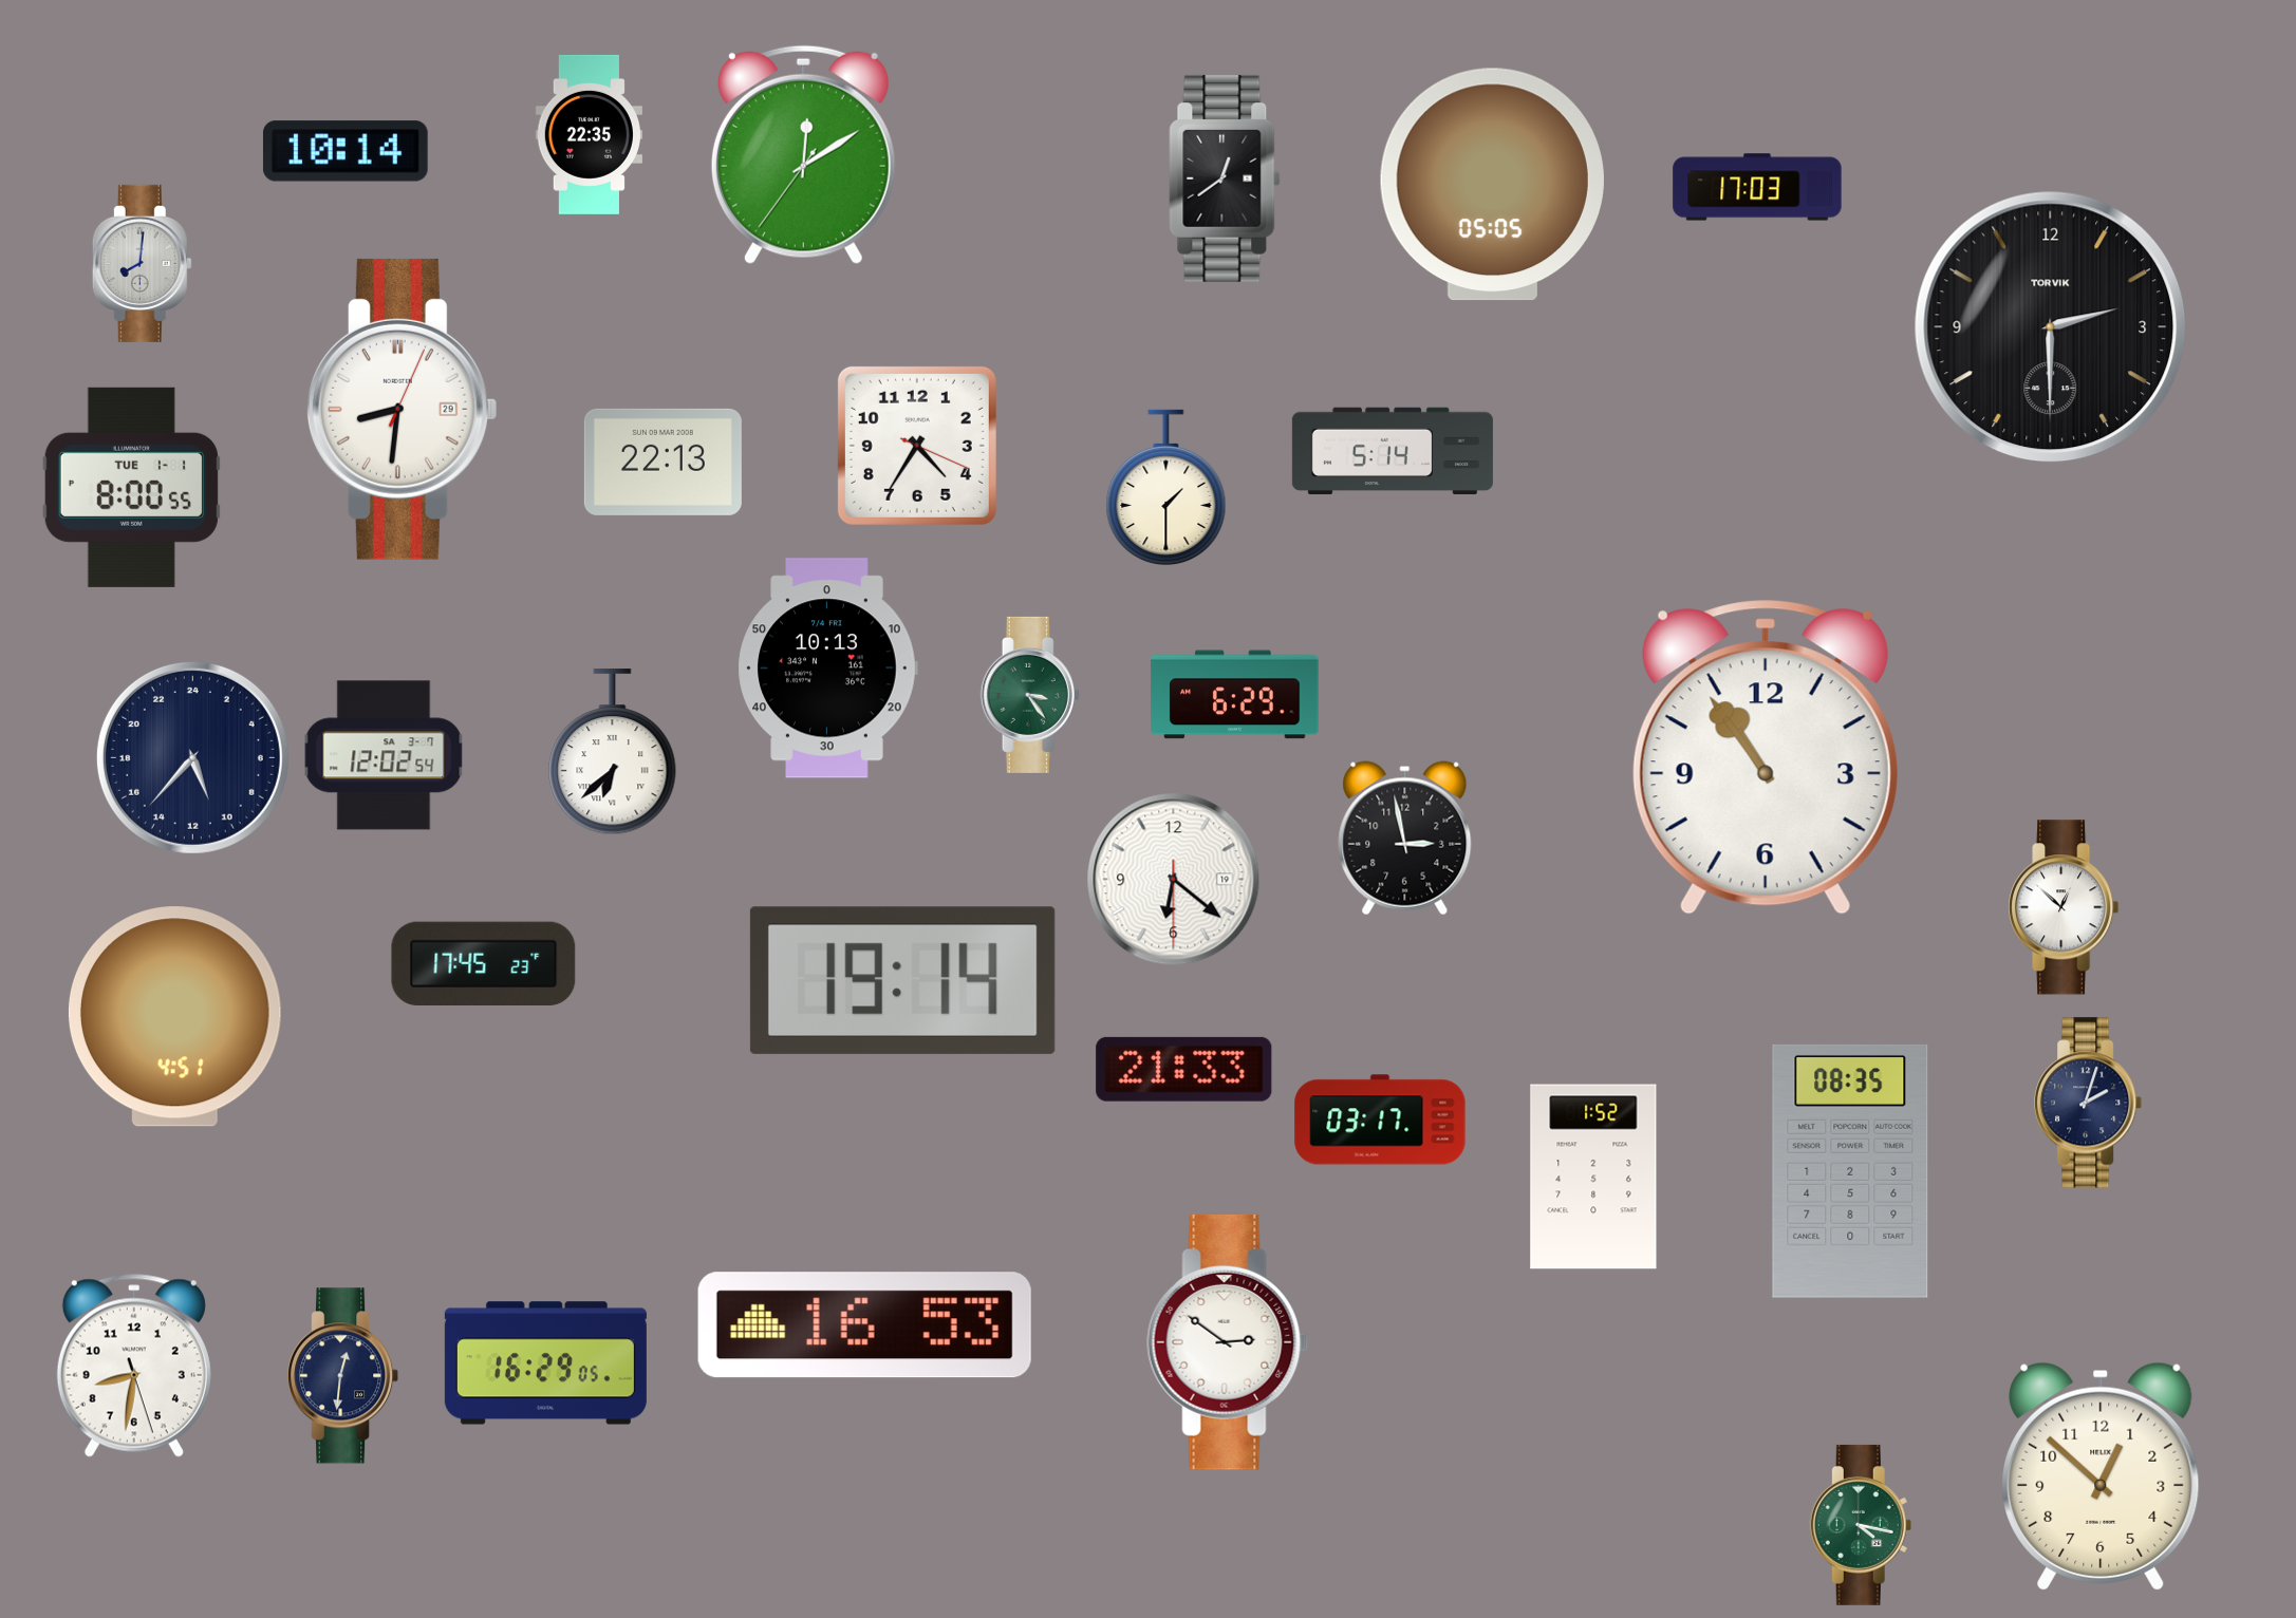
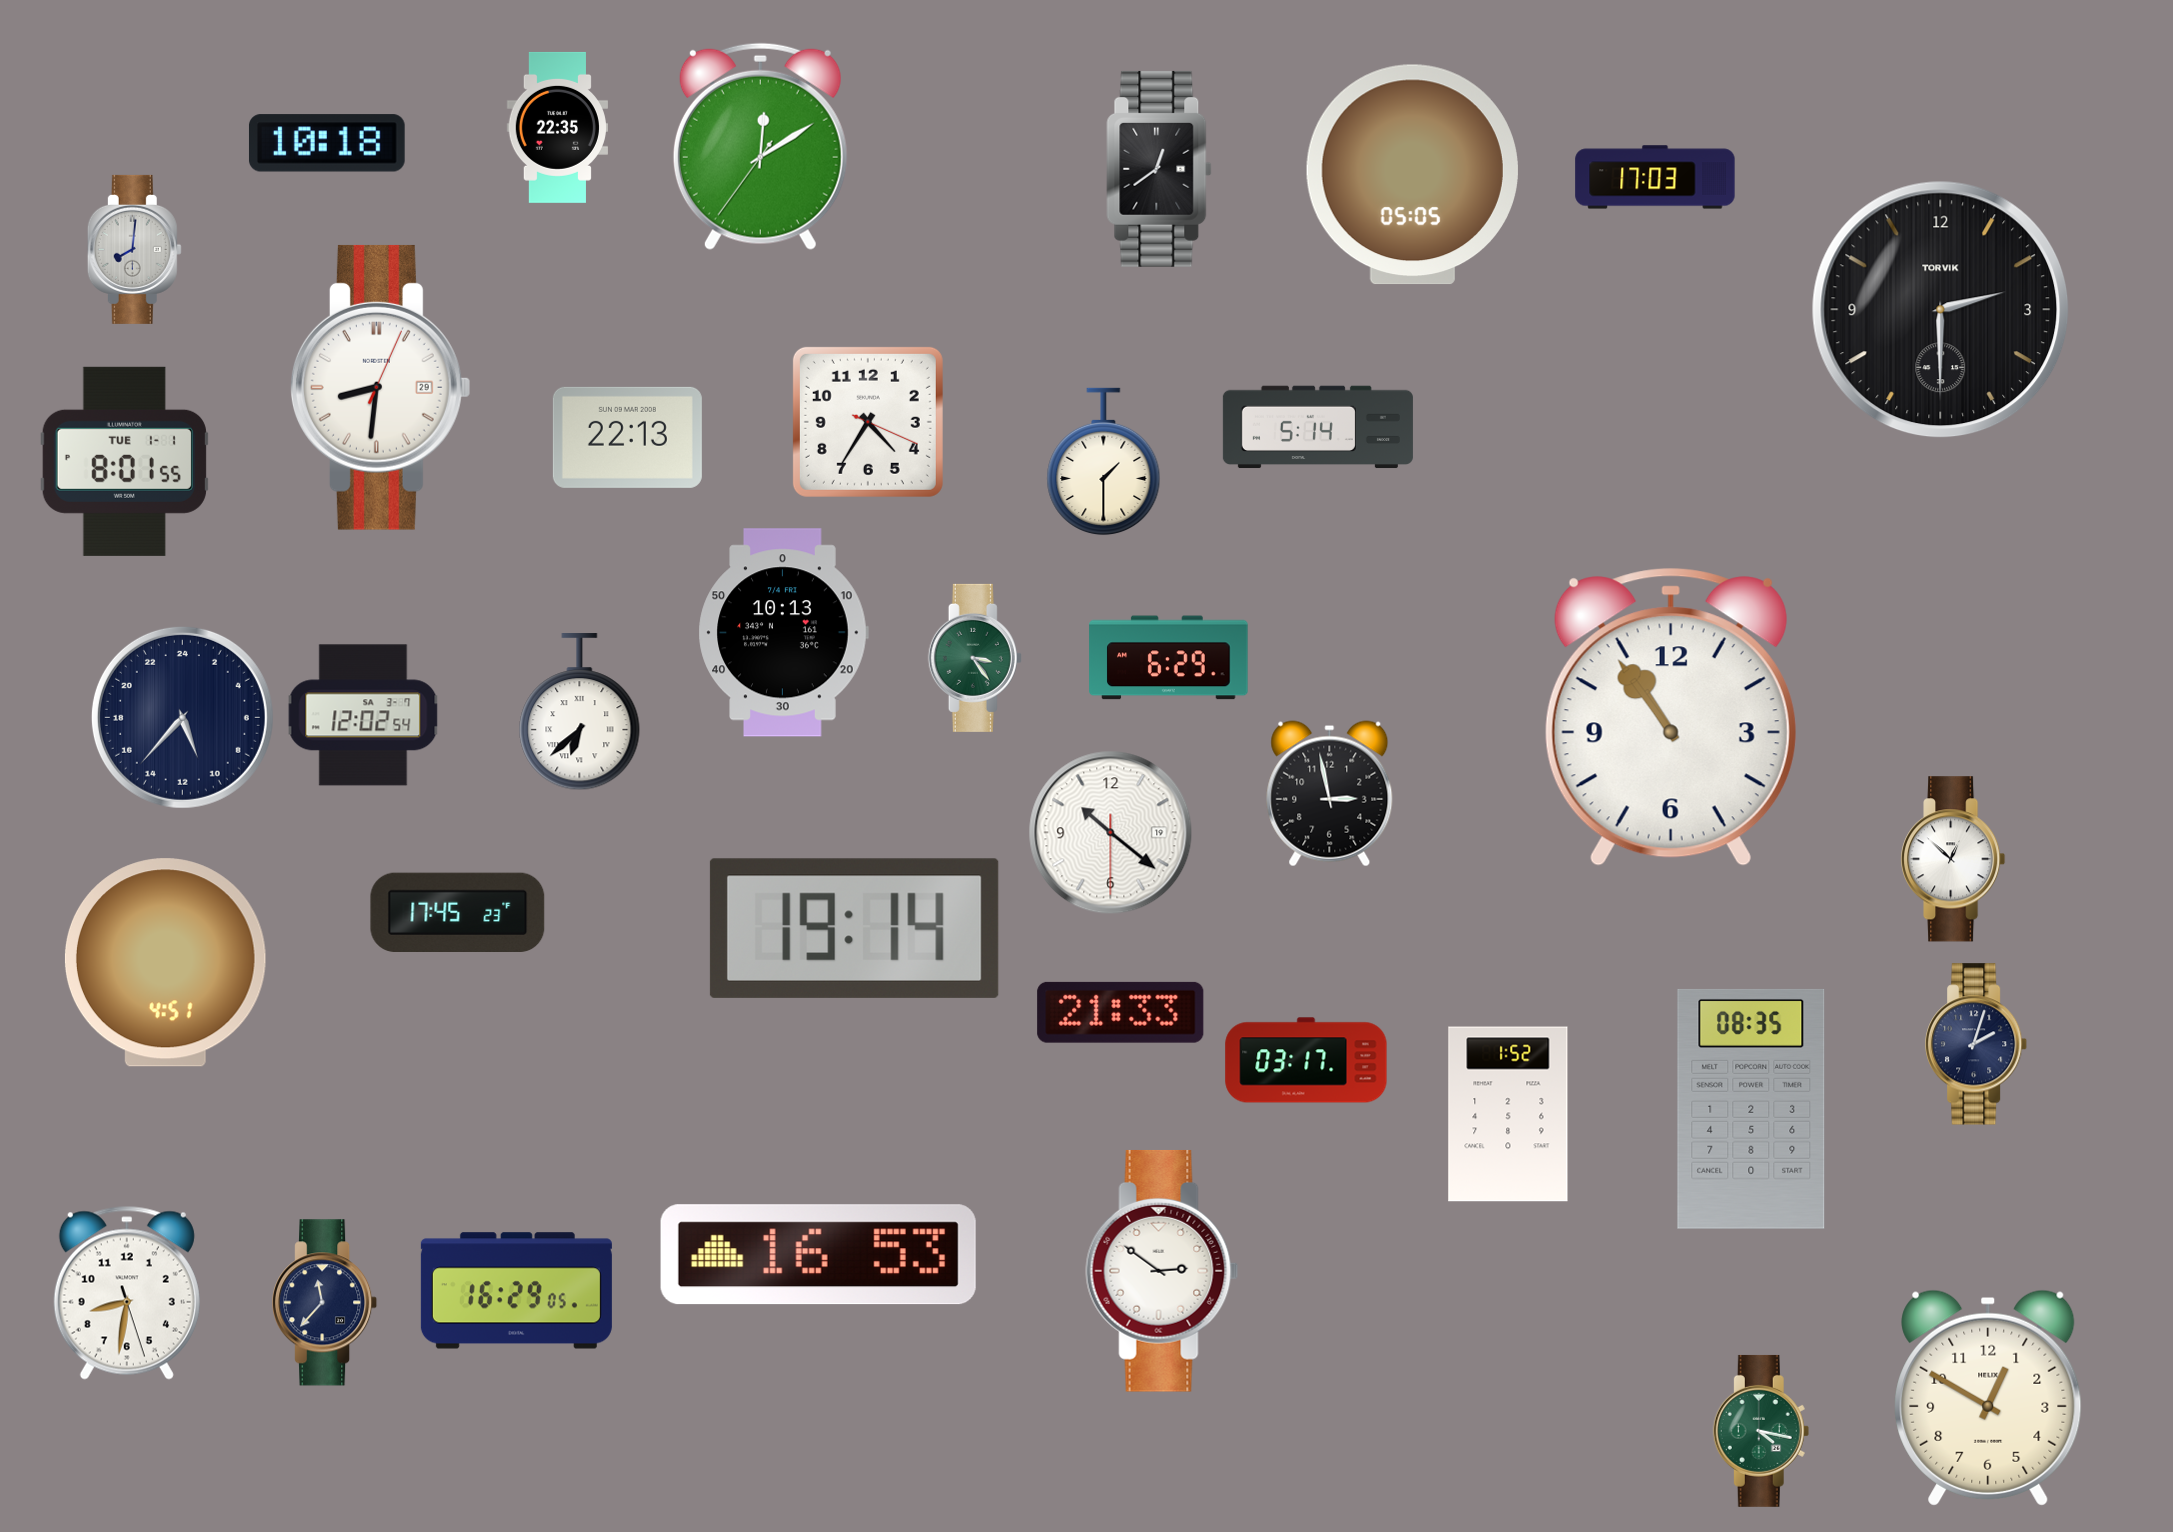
clock at (346, 151): 10:14 -> 10:18
clock at (1757, 187) position: (1757, 187) -> (1655, 177)
clock at (131, 487): 8:00 -> 8:01
clock at (1174, 880): 6:21 -> 10:21
clock at (344, 1376): 12:31 -> 11:37
clock at (2101, 1476): 12:52 -> 12:50
clock at (1861, 1525) position: (1861, 1525) -> (1761, 1431)
